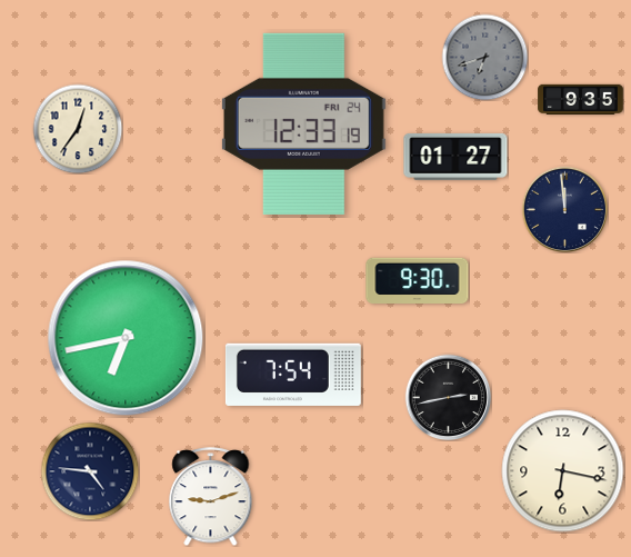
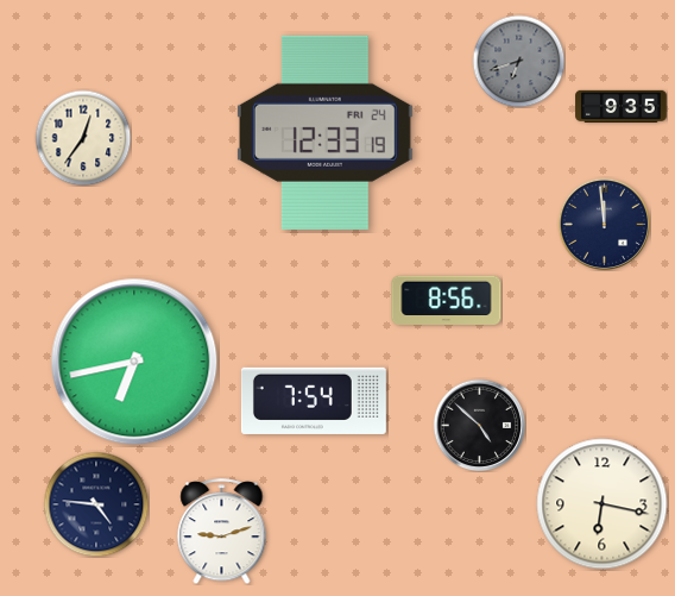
clock at (455, 157): 01:27 -> none
clock at (418, 281): 9:30 -> 8:56
clock at (448, 397): 2:43 -> 4:52
clock at (211, 497) position: (211, 497) -> (222, 532)
